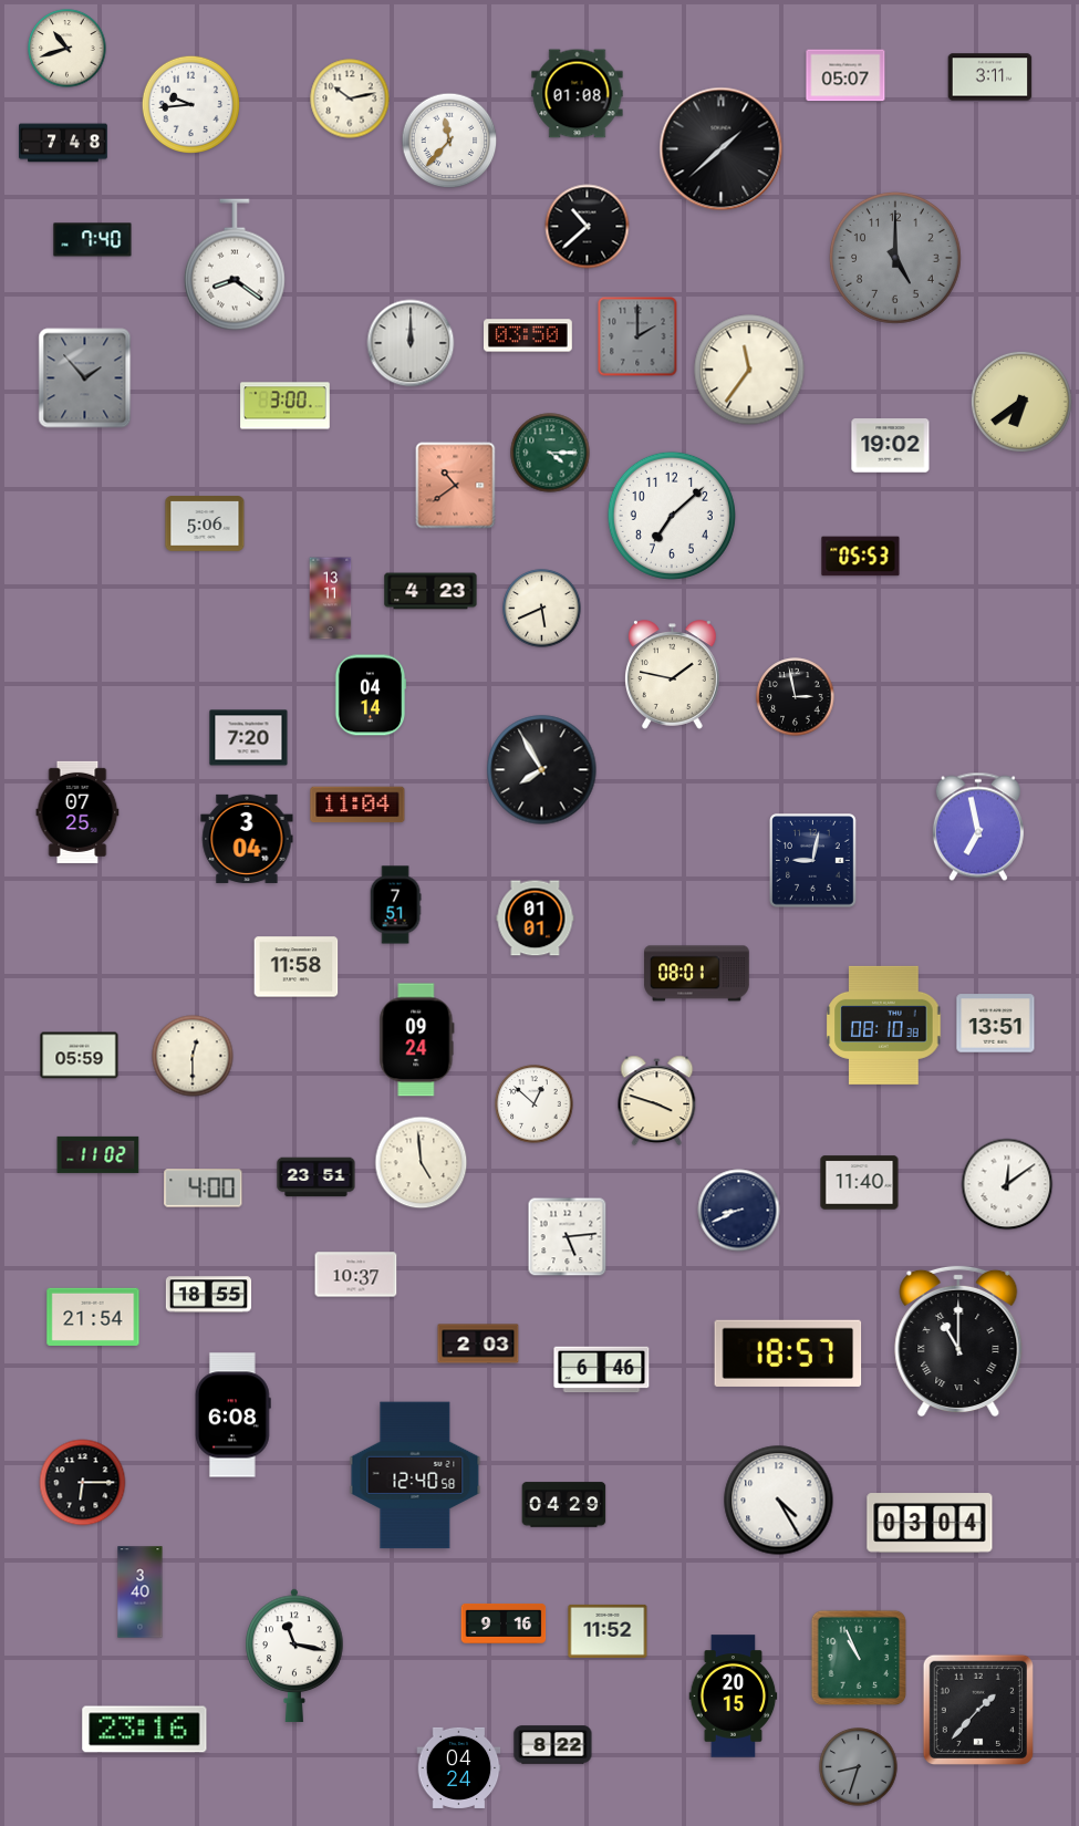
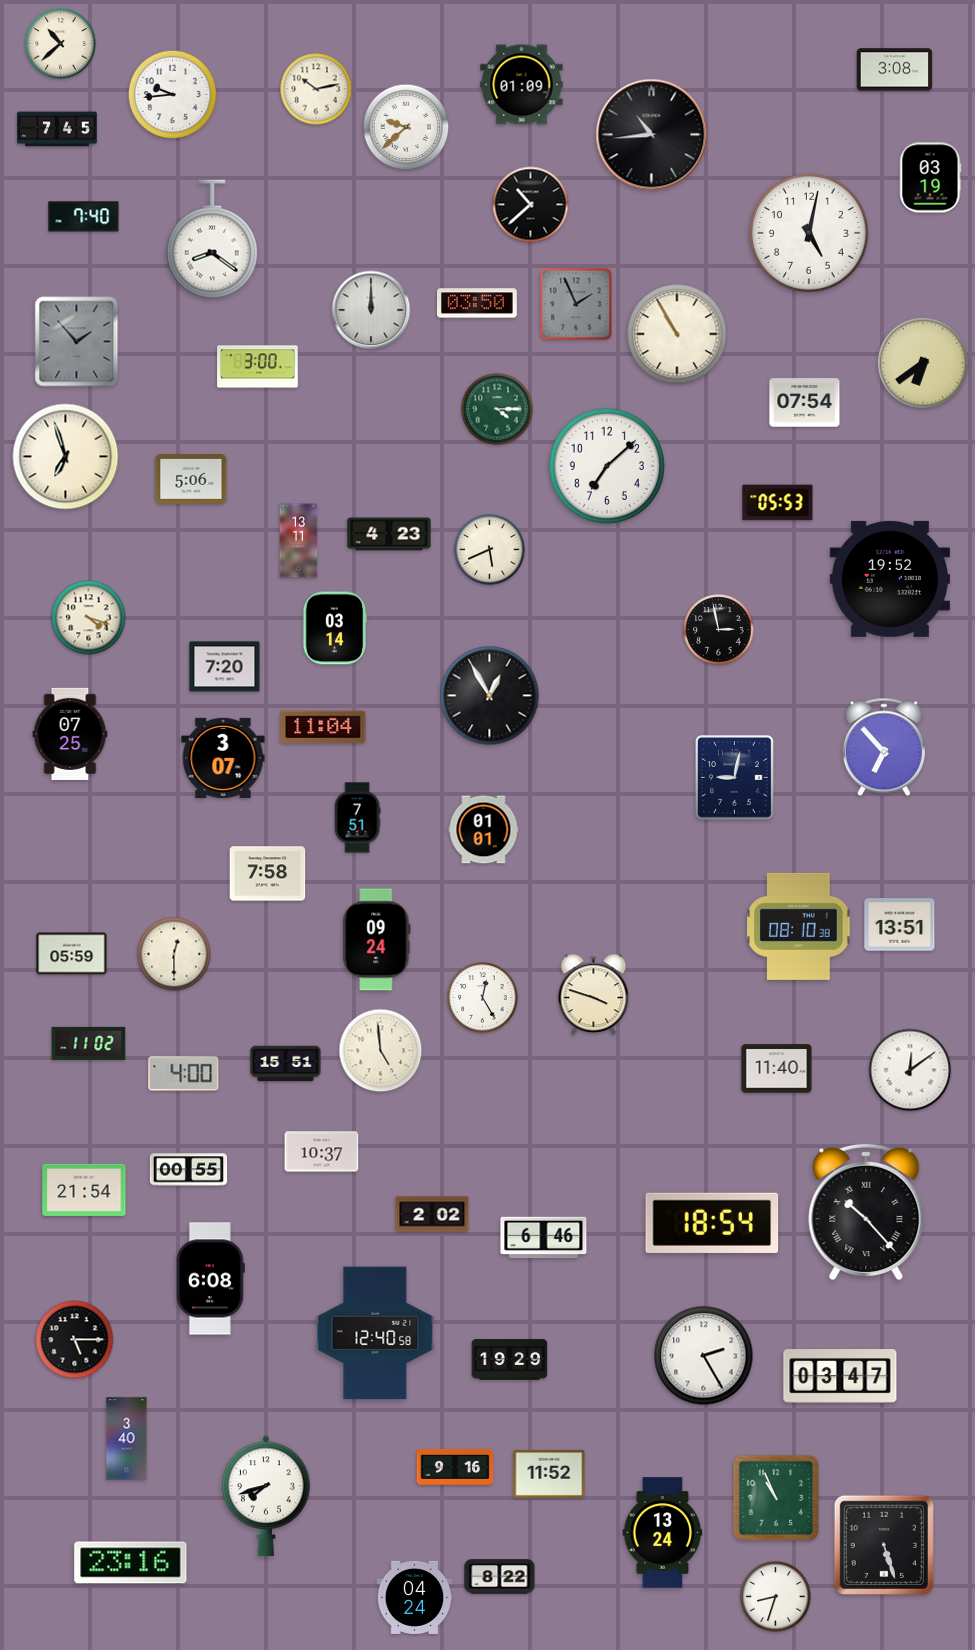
clock at (68, 49): 10:42 -> 10:38
clock at (845, 75): 05:07 -> none
clock at (990, 77): 3:11 -> 3:08
clock at (578, 94): 01:08 -> 01:09
clock at (449, 141): 11:37 -> 9:38
clock at (64, 143): 7:48 -> 7:45
clock at (722, 149): 1:38 -> 10:44
clock at (931, 178): none -> 03:19
clock at (895, 258): 5:00 -> 5:02
clock at (895, 258) dial: grey -> white
clock at (637, 336): 2:00 -> 1:56
clock at (749, 370): 11:36 -> 10:55
clock at (891, 446): 19:02 -> 07:54
clock at (456, 486): 10:39 -> none
clock at (66, 457): none -> 6:57
clock at (205, 523) position: (205, 523) -> (191, 479)
clock at (890, 579): none -> 19:52
clock at (673, 675): 1:47 -> none
clock at (89, 618): none -> 4:18
clock at (371, 695): 04:14 -> 03:14
clock at (542, 770): 7:55 -> 12:55
clock at (978, 827): 6:58 -> 6:53
clock at (247, 839): 3:04 -> 3:07
clock at (297, 967): 11:58 -> 7:58
clock at (697, 974): 08:01 -> none
clock at (535, 1104): 12:52 -> 12:25
clock at (317, 1177): 23:51 -> 15:51
clock at (739, 1211): 8:41 -> none
clock at (568, 1237): 5:14 -> none
clock at (209, 1295): 18:55 -> 00:55
clock at (958, 1341): 11:00 -> 10:23
clock at (478, 1343): 2:03 -> 2:02
clock at (788, 1353): 18:57 -> 18:54
clock at (83, 1483): 6:15 -> 5:15
clock at (779, 1501): 4:25 -> 2:25
clock at (564, 1505): 04:29 -> 19:29
clock at (930, 1523): 03:04 -> 03:47
clock at (294, 1656): 11:17 -> 7:42
clock at (734, 1697): 20:15 -> 13:24
clock at (978, 1710): 1:37 -> 5:27
clock at (859, 1767) dial: grey -> white
